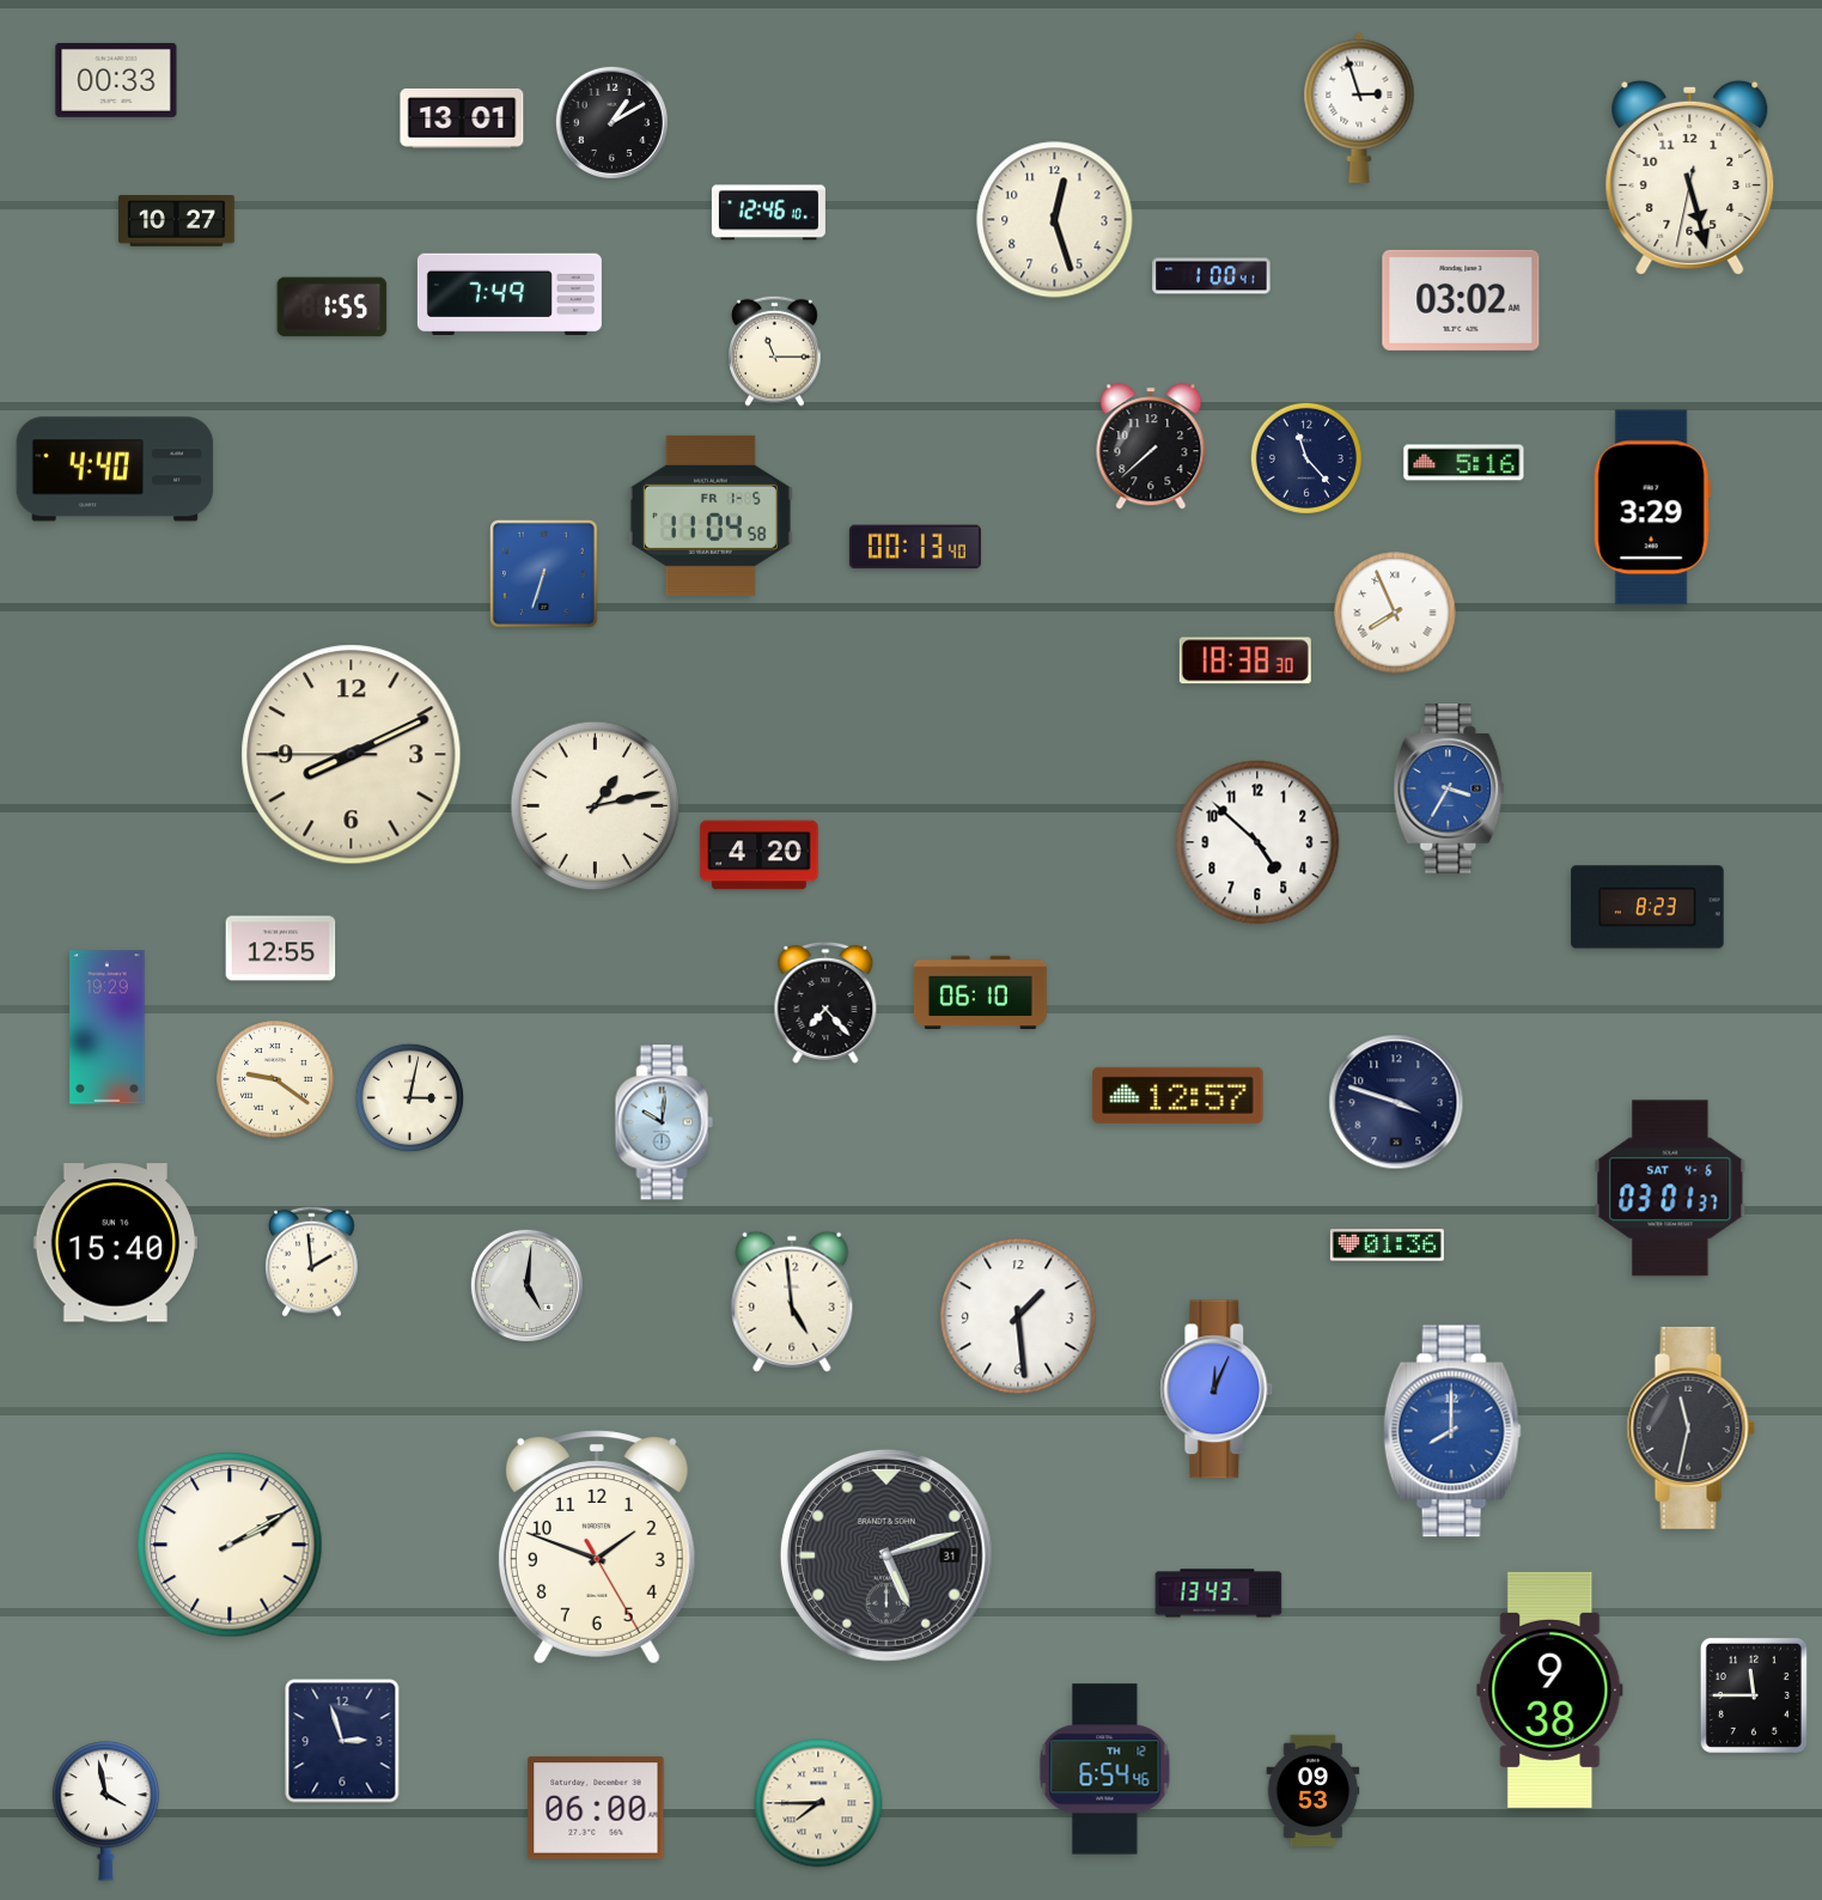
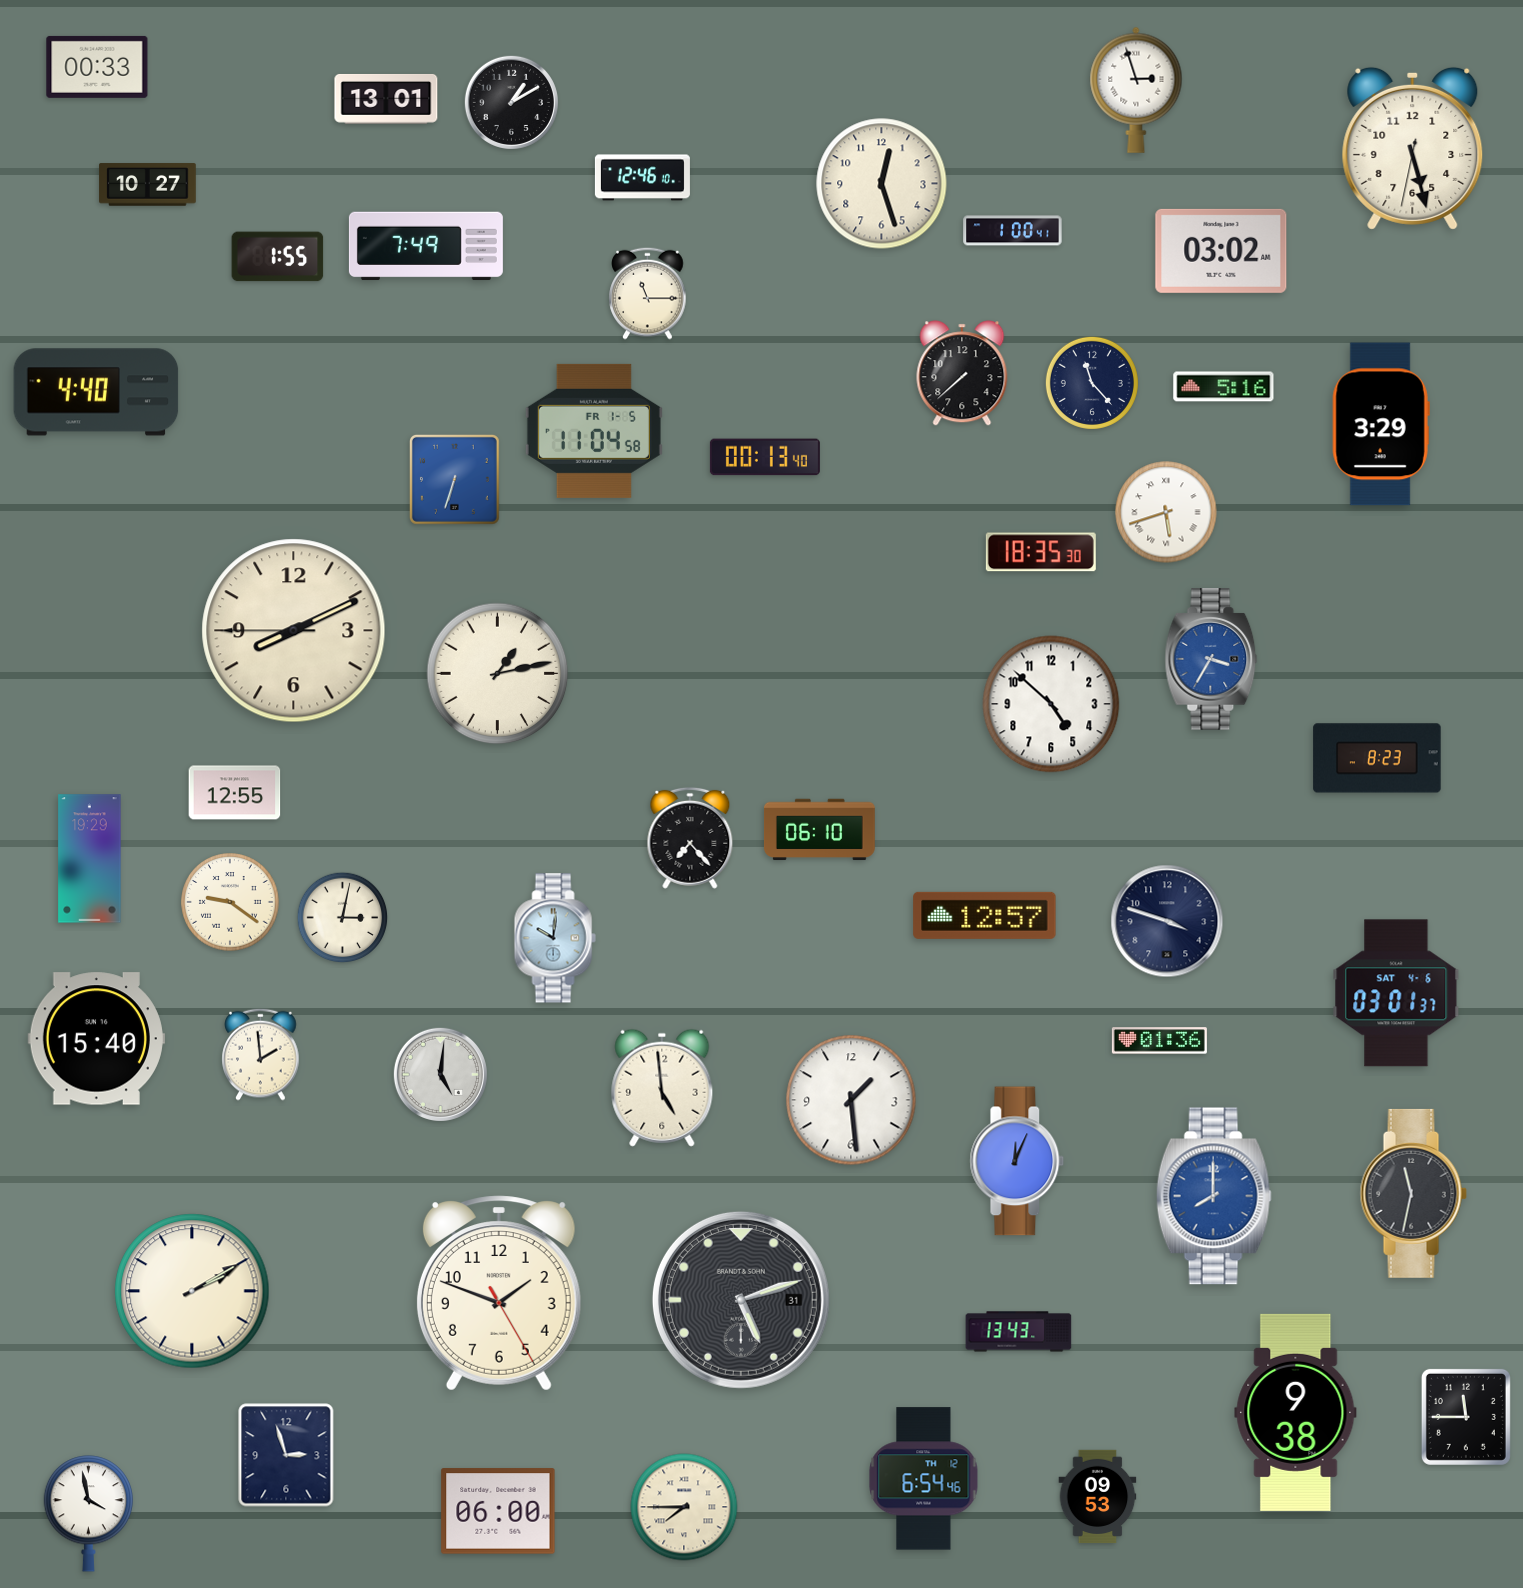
clock at (1395, 613): 7:56 -> 5:42
clock at (1245, 660): 18:38 -> 18:35
clock at (760, 855): 4:20 -> none
